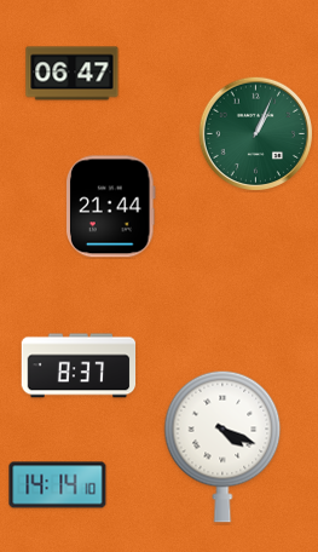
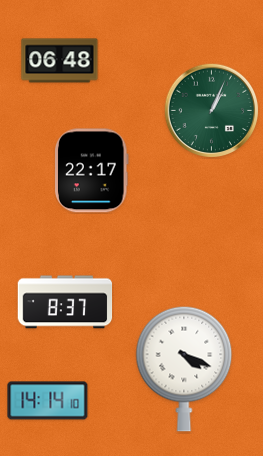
clock at (73, 74): 06:47 -> 06:48
clock at (111, 207): 21:44 -> 22:17
